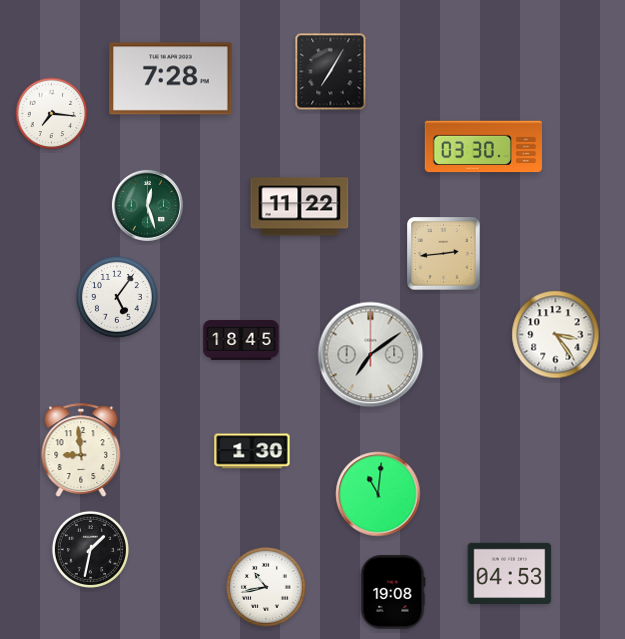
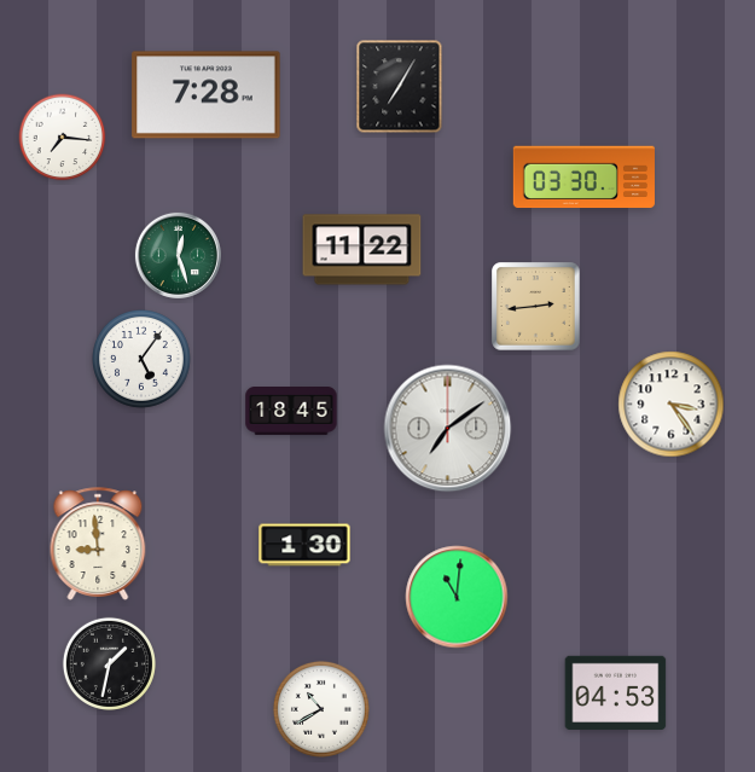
clock at (147, 205) position: (147, 205) -> (178, 255)
clock at (266, 587): 10:43 -> 10:40
clock at (393, 592): 19:08 -> none
